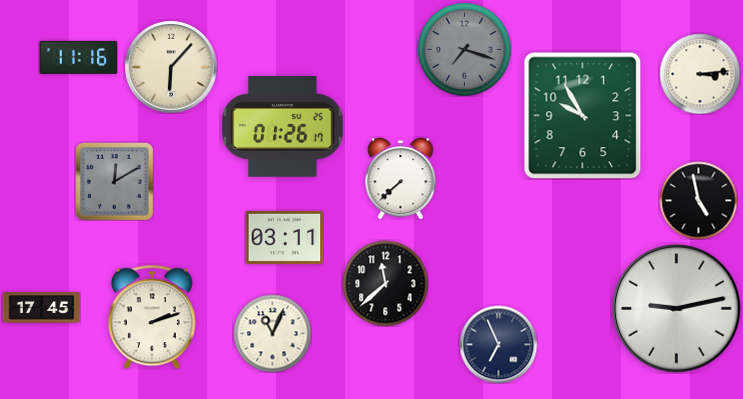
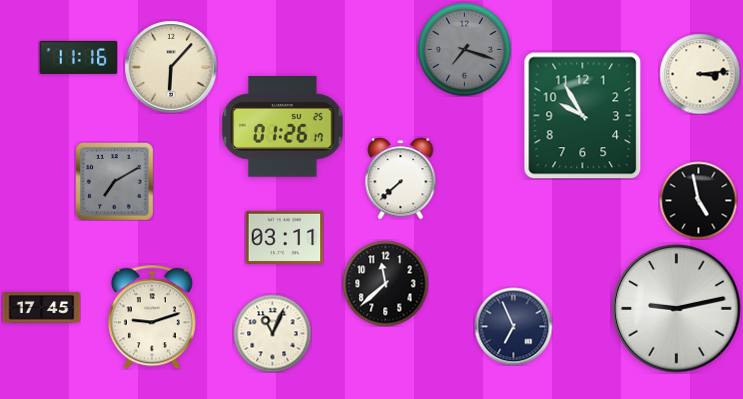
clock at (114, 181): 12:10 -> 7:10
clock at (152, 317): 2:12 -> 9:12
clock at (498, 344) position: (498, 344) -> (513, 326)
